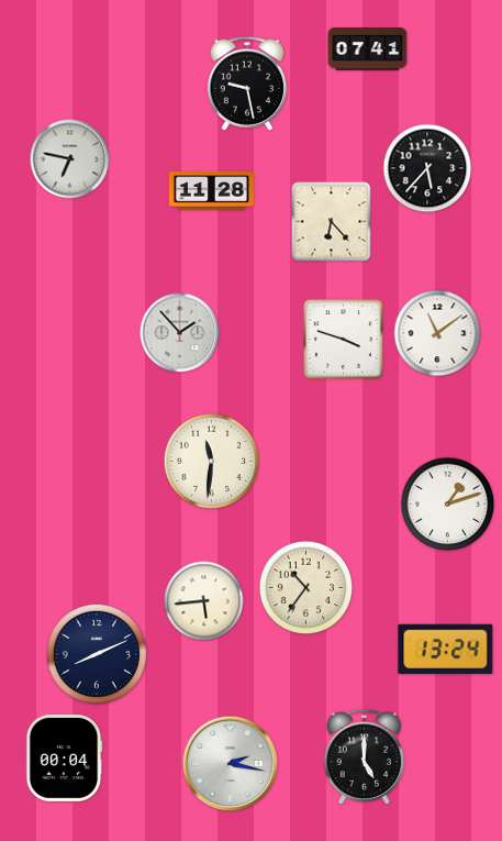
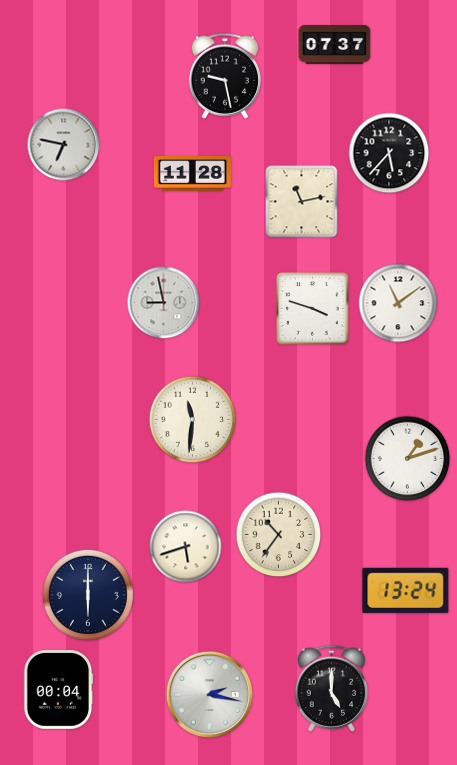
clock at (368, 48): 07:41 -> 07:37
clock at (332, 222): 6:23 -> 11:13
clock at (180, 333): 1:53 -> 8:58
clock at (204, 601): 5:44 -> 5:42
clock at (97, 654): 8:11 -> 6:00
